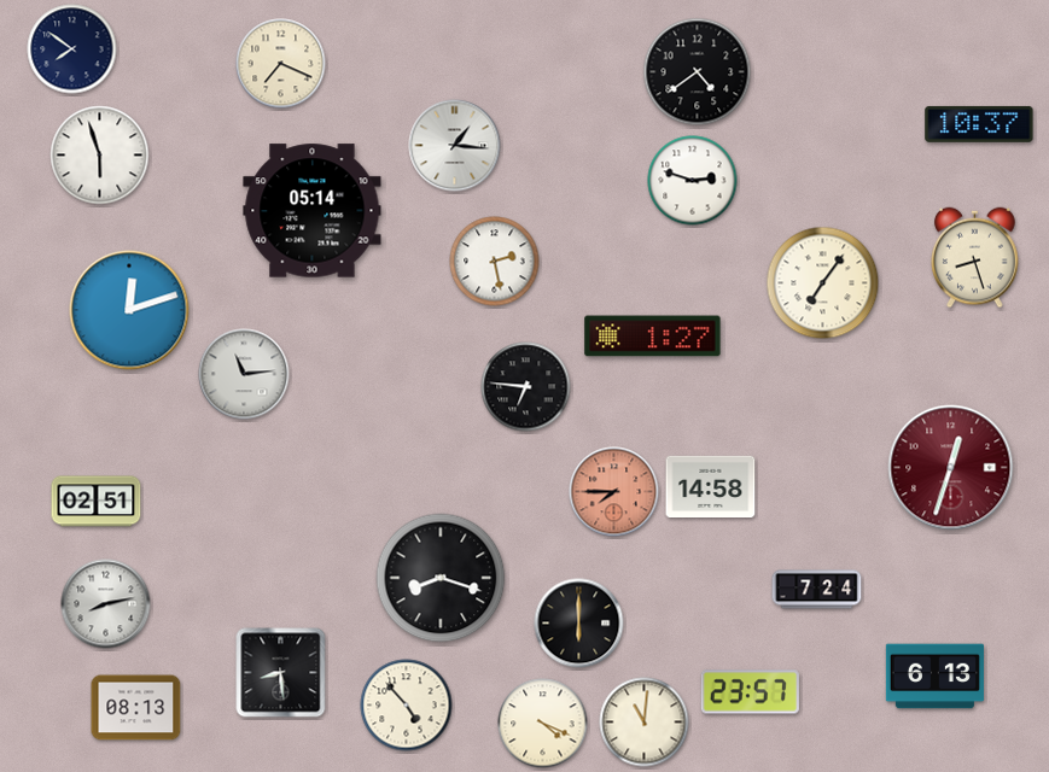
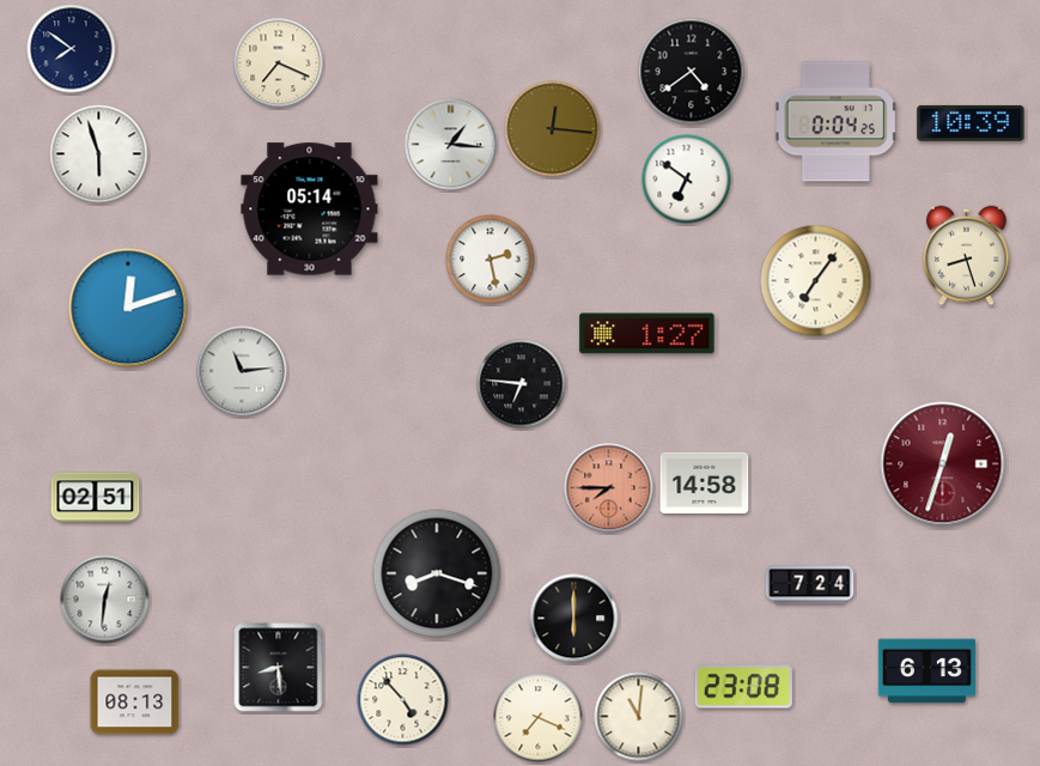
clock at (837, 122): none -> 0:04
clock at (979, 124): 10:37 -> 10:39
clock at (553, 129): none -> 12:16
clock at (693, 181): 2:48 -> 6:51
clock at (106, 604): 8:13 -> 12:31
clock at (750, 692): 23:57 -> 23:08
clock at (543, 724): 4:19 -> 7:19
